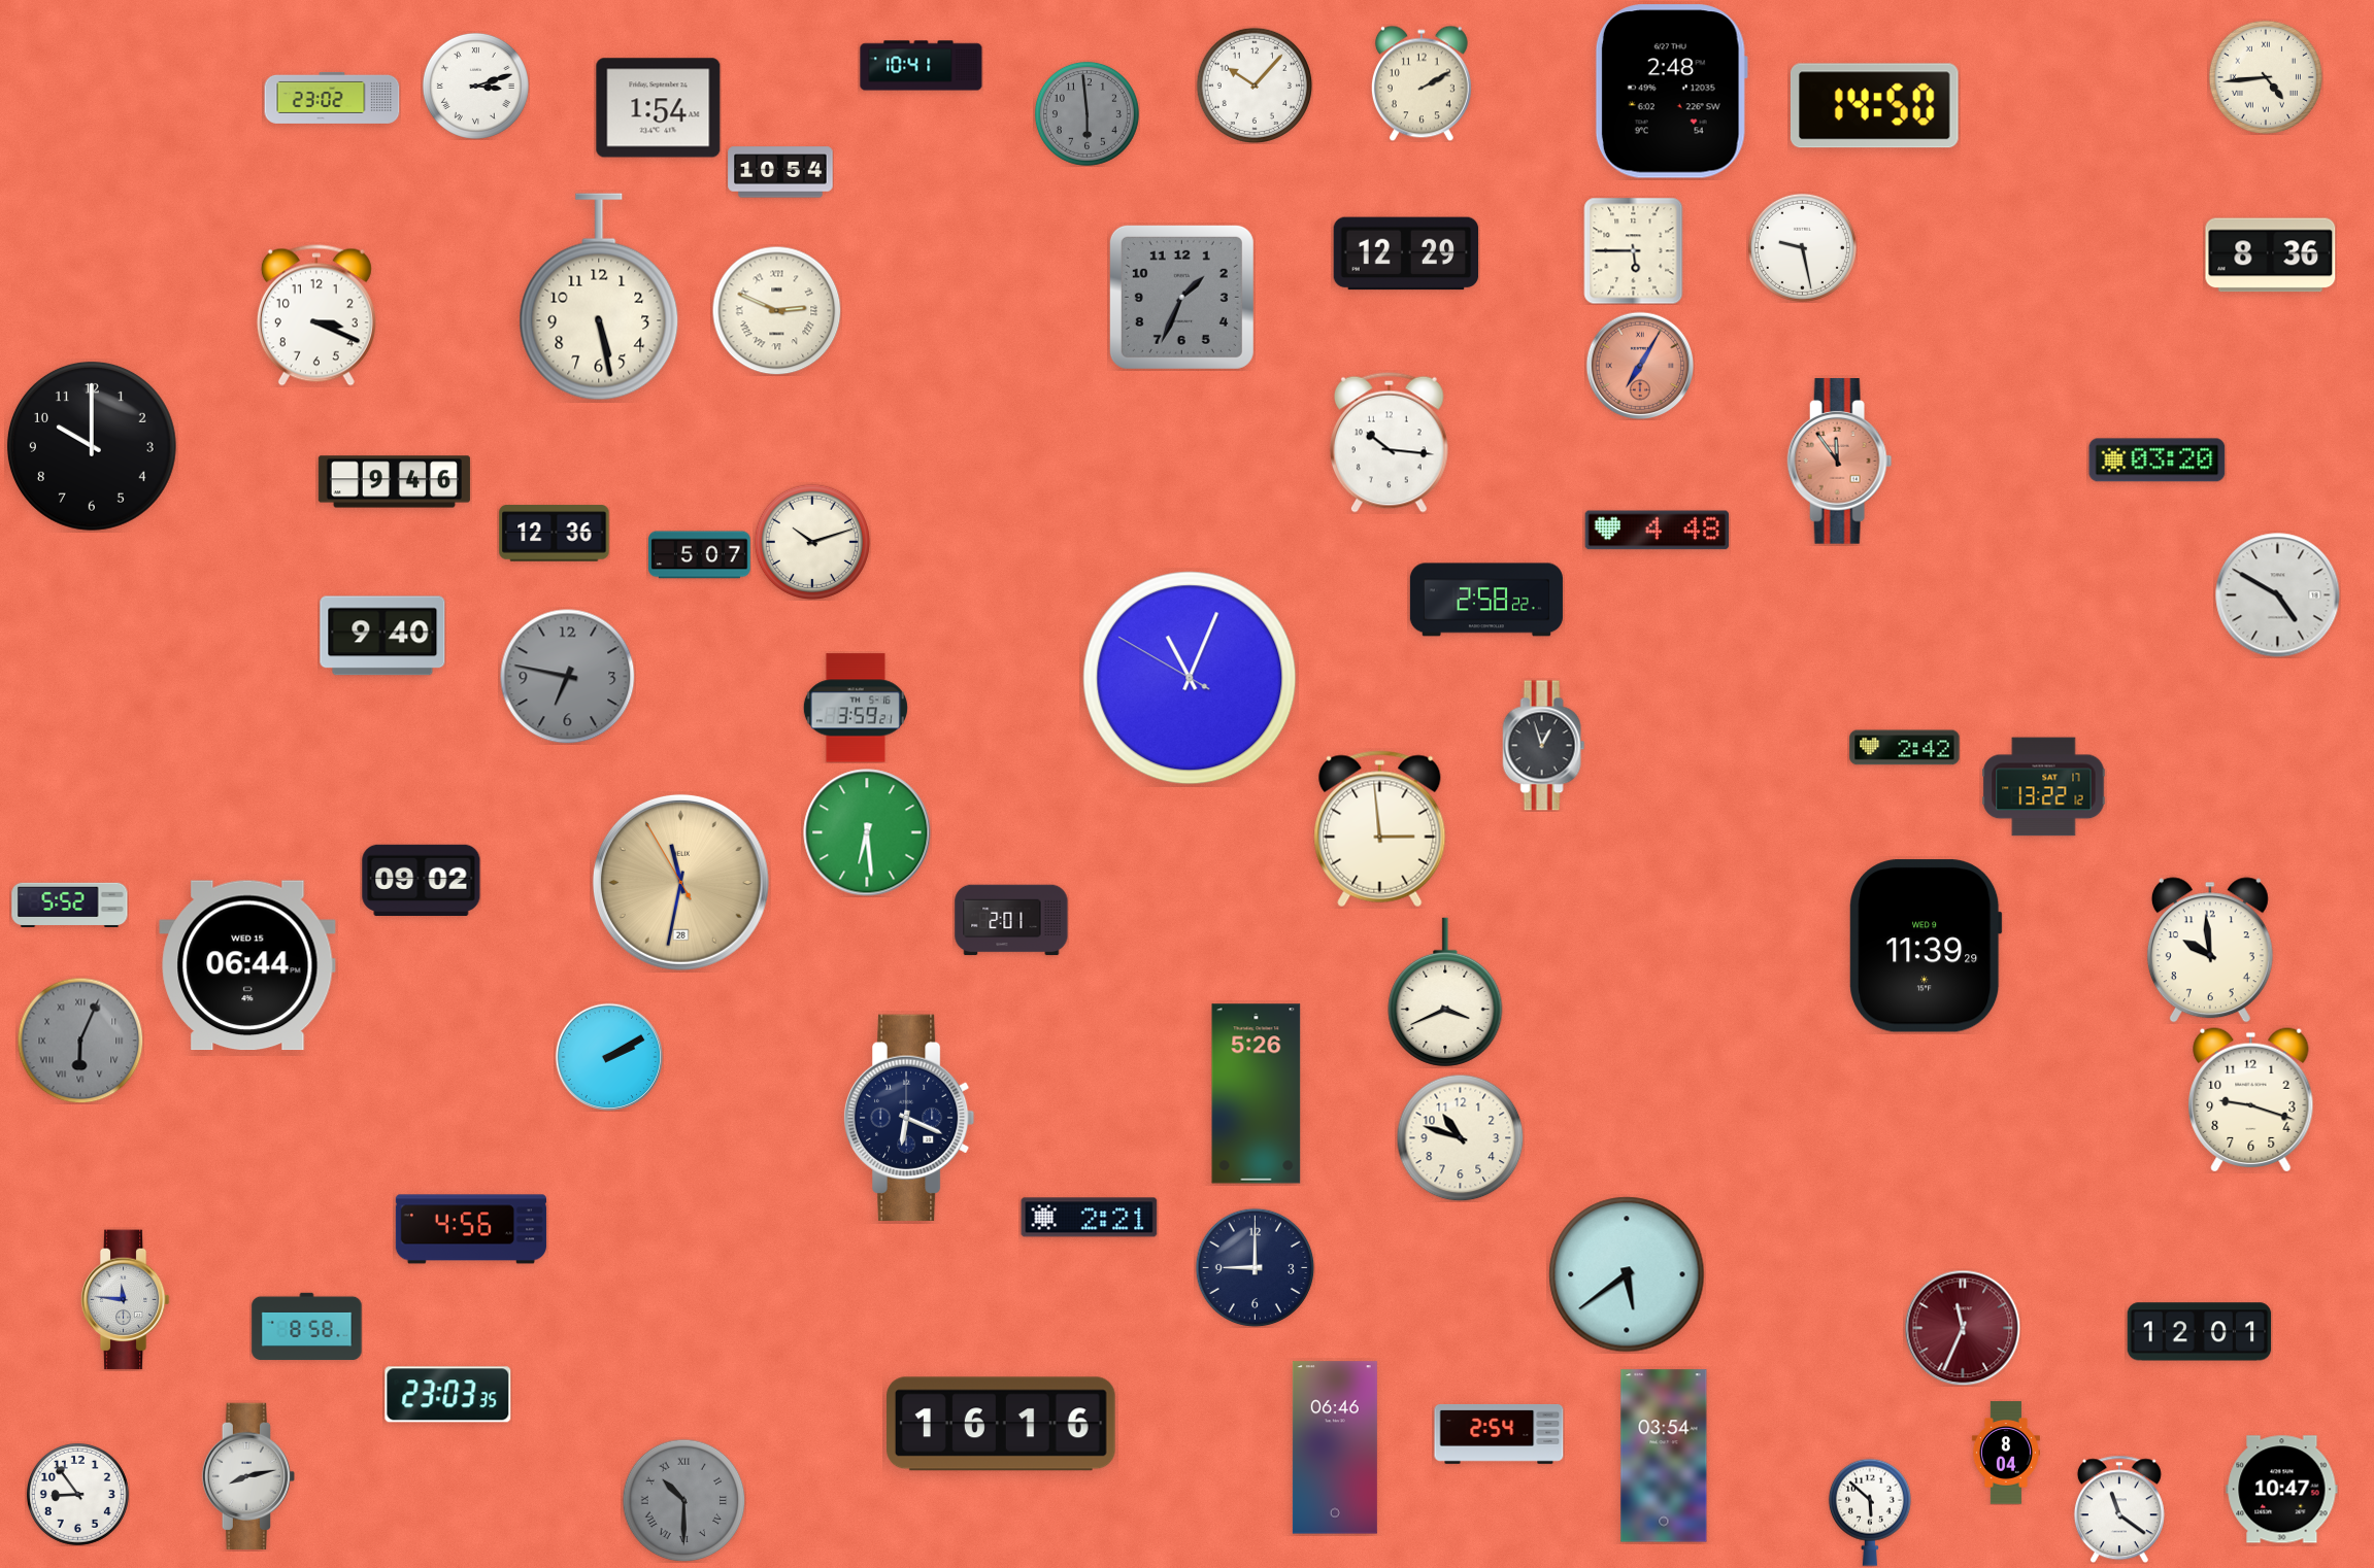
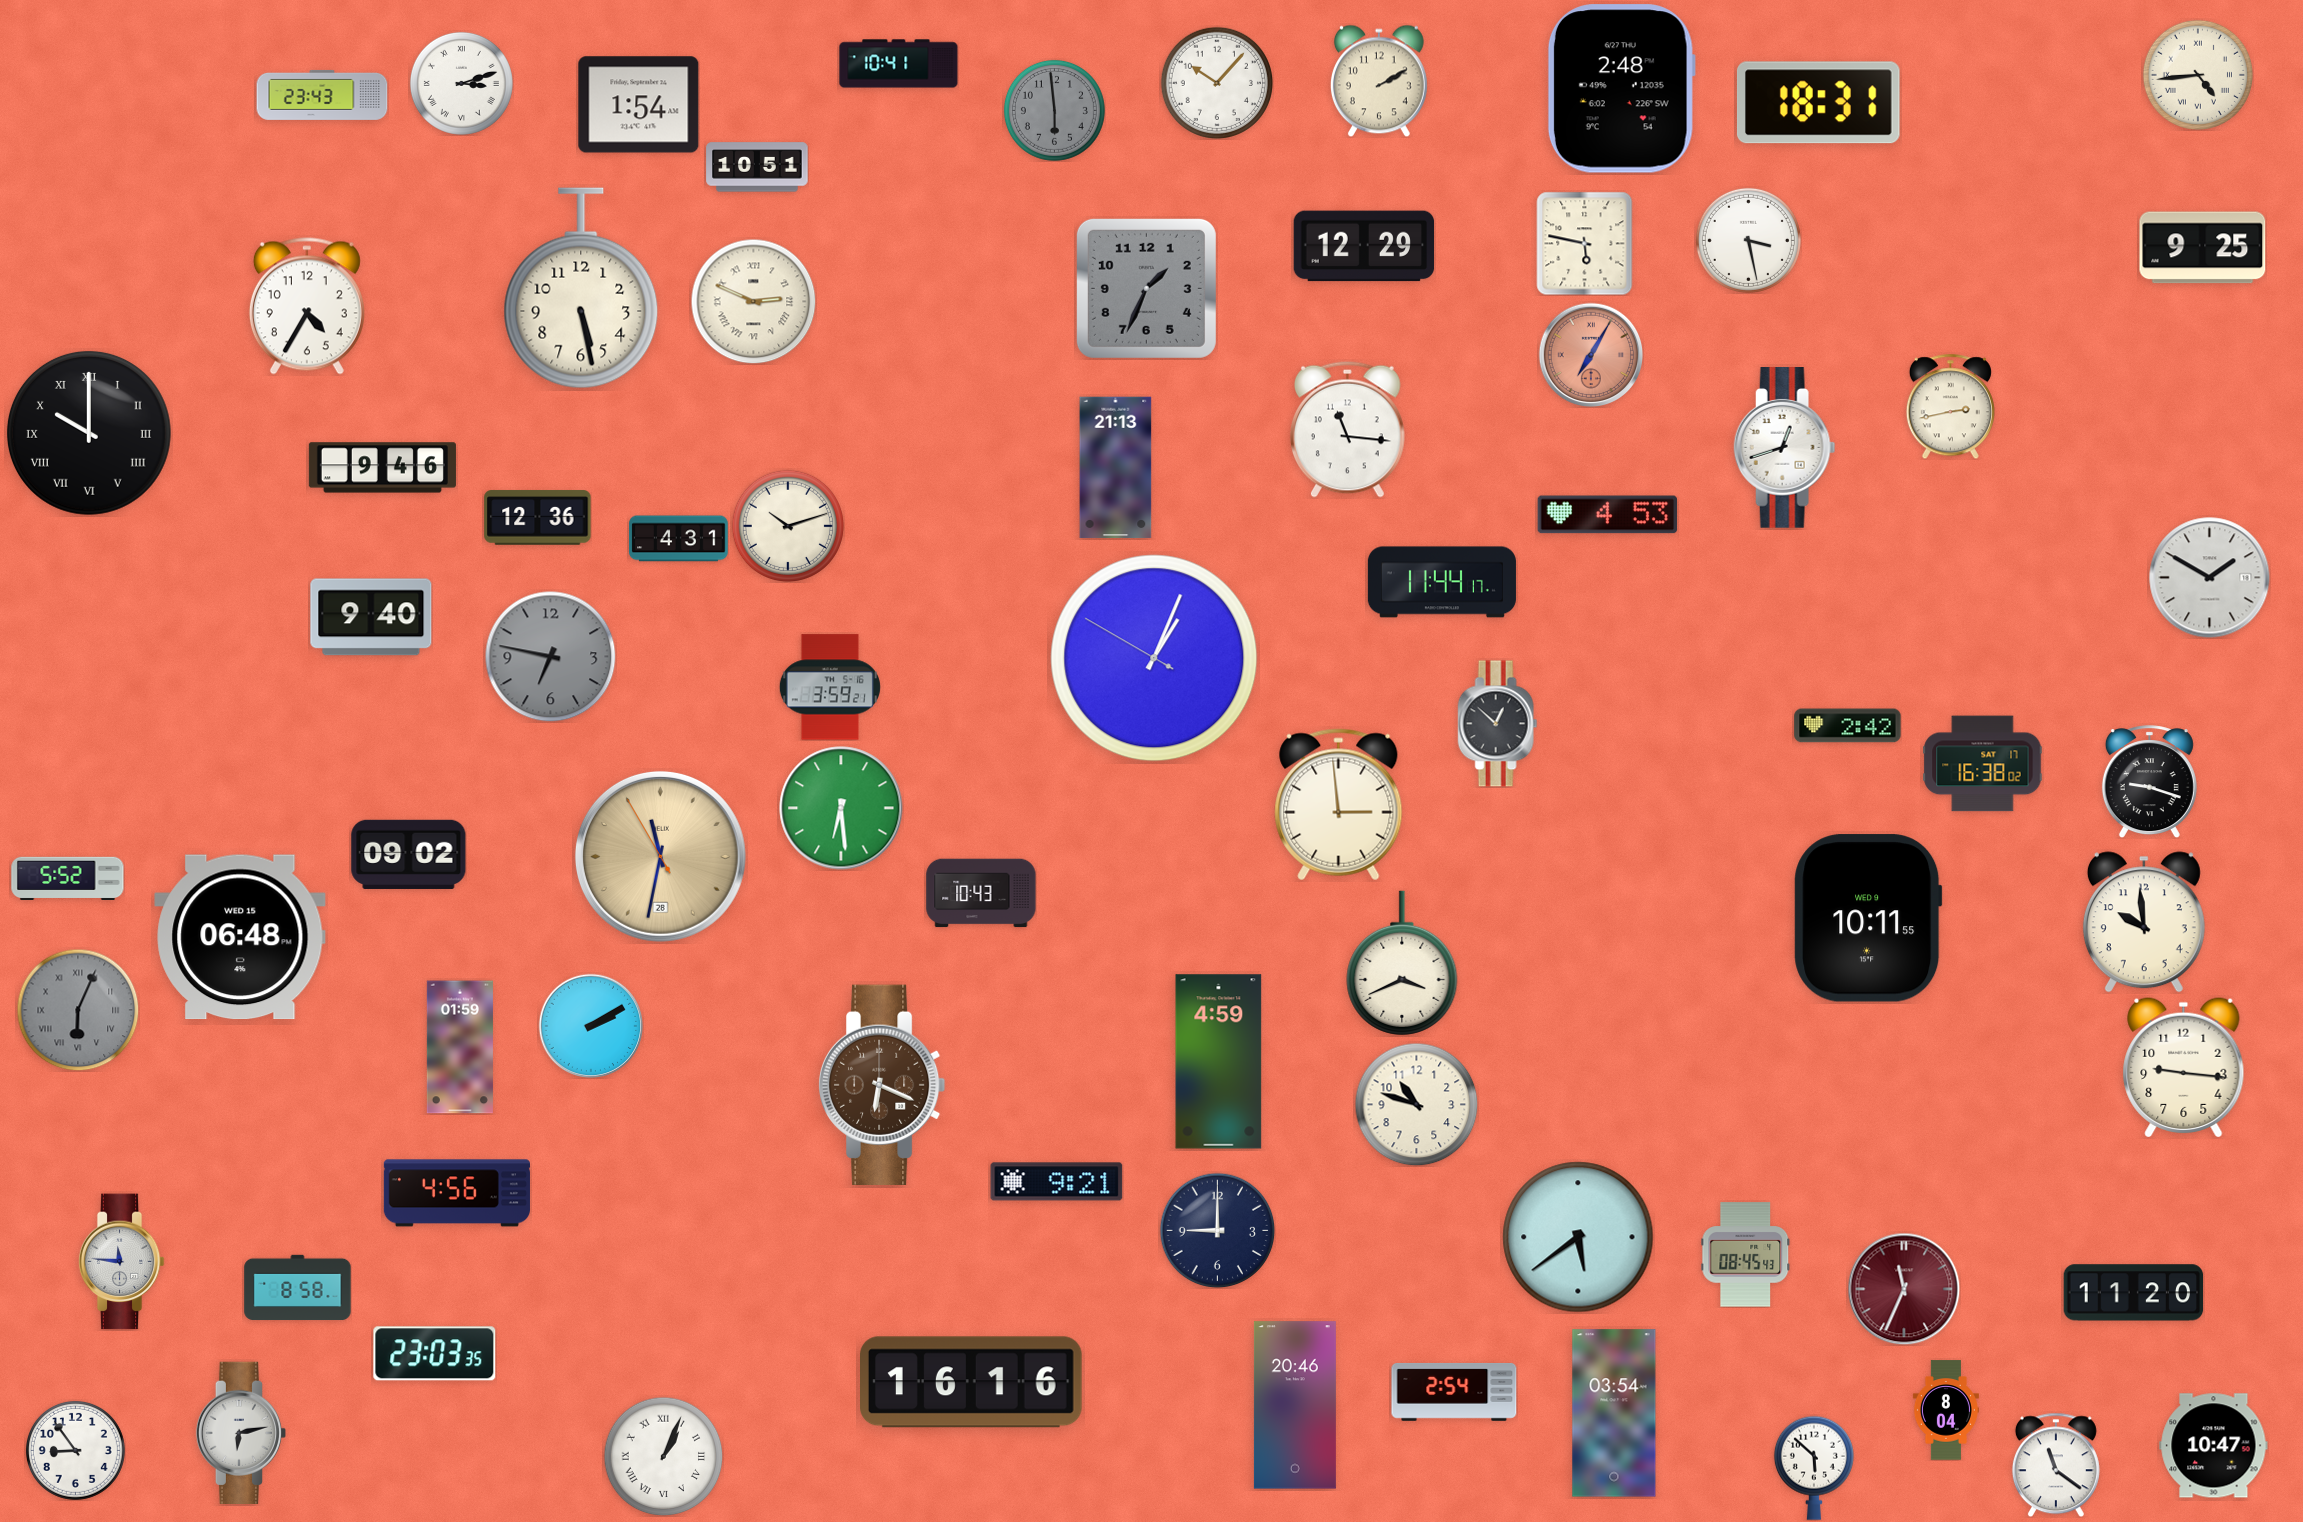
clock at (922, 66) position: (922, 66) -> (899, 64)
clock at (332, 98): 23:02 -> 23:43
clock at (1874, 106): 14:50 -> 18:31
clock at (780, 172): 10:54 -> 10:51
clock at (1802, 247): 9:28 -> 3:28
clock at (1634, 250): 5:45 -> 5:47
clock at (2271, 255): 8:36 -> 9:25
clock at (316, 315): 3:19 -> 4:35
clock at (1950, 406): none -> 2:43
clock at (1389, 442): 10:16 -> 11:16
clock at (92, 446) numerals: Arabic -> Roman
clock at (2158, 461): 03:20 -> none
clock at (1840, 462): 11:54 -> 12:42
clock at (1840, 462) dial: salmon -> white
clock at (1116, 468): none -> 21:13
clock at (1658, 531): 4:48 -> 4:53
clock at (700, 555): 5:07 -> 4:31
clock at (2278, 595): 4:50 -> 1:50
clock at (1486, 600): 2:58 -> 11:44
clock at (1190, 678): 11:03 -> 1:03
clock at (1544, 746): 12:57 -> 12:52
clock at (2044, 787): 13:22 -> 16:38
clock at (2149, 782): none -> 9:18
clock at (1011, 920): 2:01 -> 10:43
clock at (1926, 946): 11:39 -> 10:11
clock at (247, 965): 06:44 -> 06:48
clock at (460, 1047): none -> 01:59
clock at (1257, 1094): 5:26 -> 4:59
clock at (2251, 1099): 9:18 -> 9:16
clock at (909, 1118) dial: navy -> brown
clock at (1090, 1218): 2:21 -> 9:21
clock at (1746, 1255): none -> 08:45
clock at (2200, 1332): 12:01 -> 11:20
clock at (1335, 1447): 06:46 -> 20:46
clock at (247, 1475): 8:13 -> 6:13
clock at (683, 1500): 10:30 -> 1:04
clock at (683, 1500) dial: grey -> white
